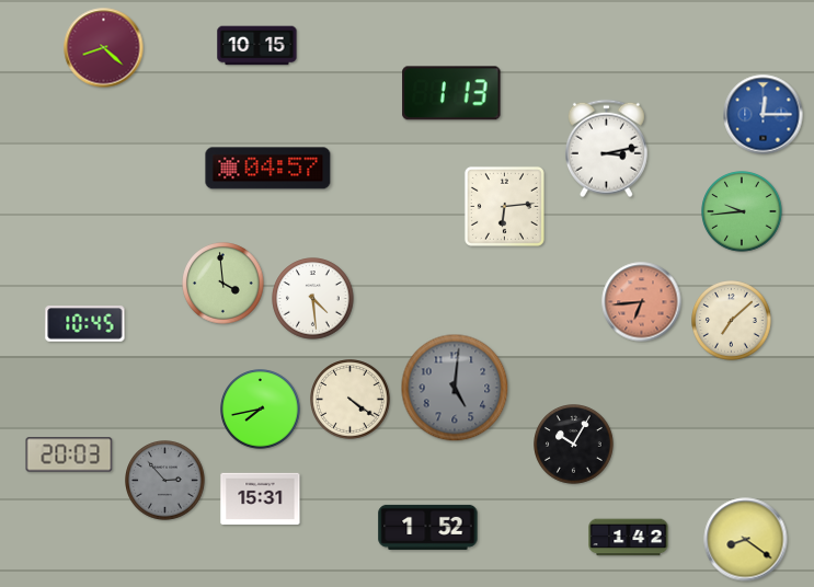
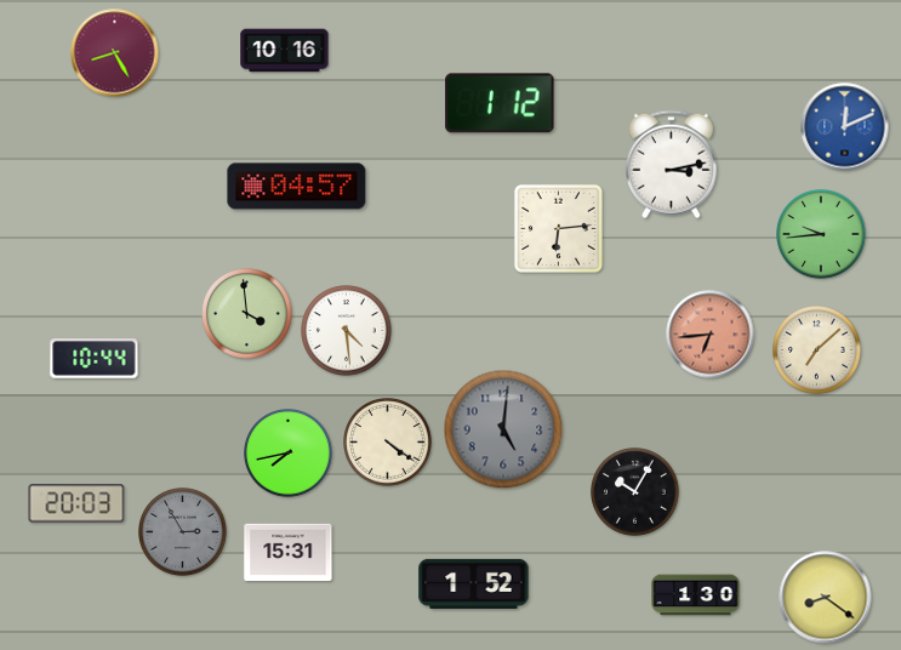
clock at (257, 46): 10:15 -> 10:16
clock at (104, 48): 8:22 -> 8:25
clock at (451, 93): 1:13 -> 1:12
clock at (764, 115): 12:15 -> 12:11
clock at (732, 321) position: (732, 321) -> (817, 350)
clock at (85, 324): 10:45 -> 10:44
clock at (165, 481): 2:53 -> 2:55
clock at (629, 538): 1:42 -> 1:30
